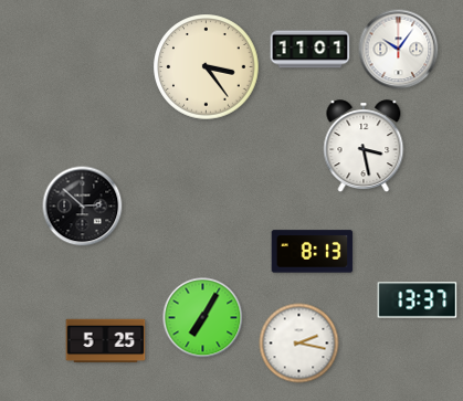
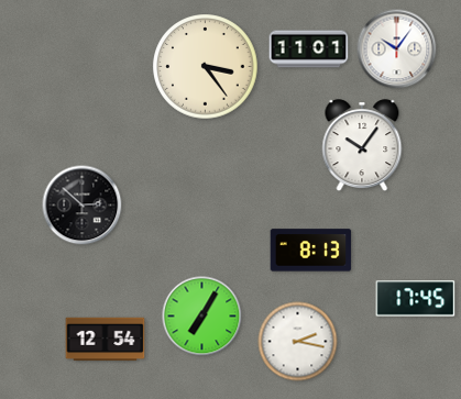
clock at (364, 147): 3:28 -> 10:06
clock at (418, 300): 13:37 -> 17:45
clock at (106, 341): 5:25 -> 12:54
